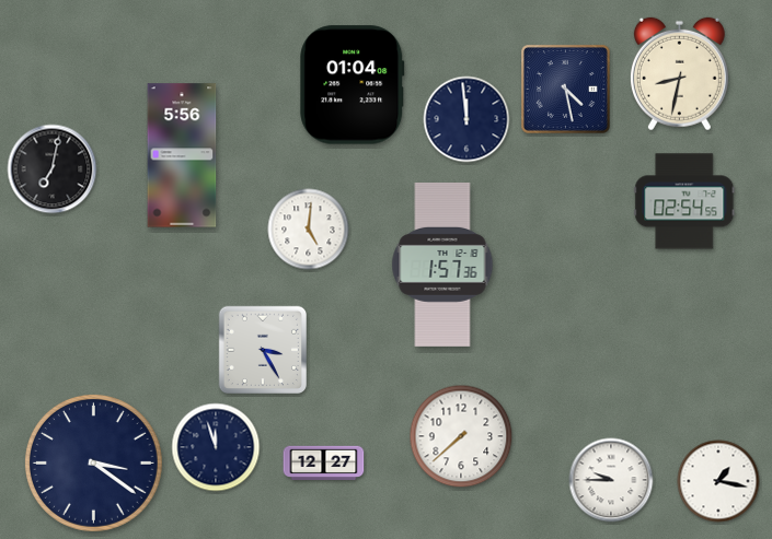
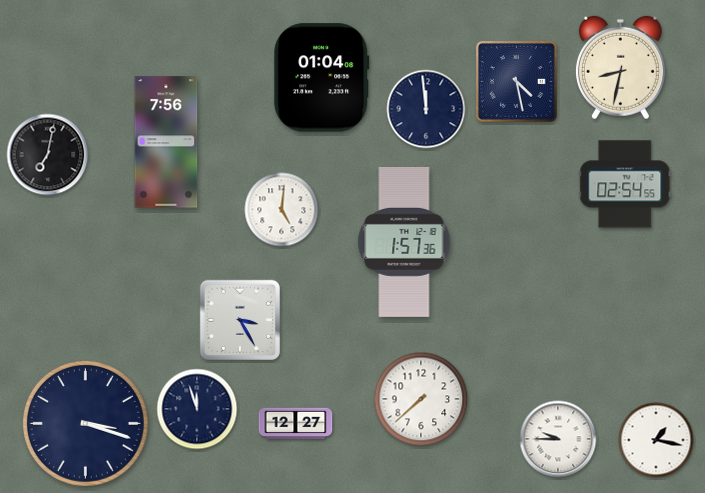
clock at (182, 155): 5:56 -> 7:56
clock at (93, 462): 3:21 -> 3:18
